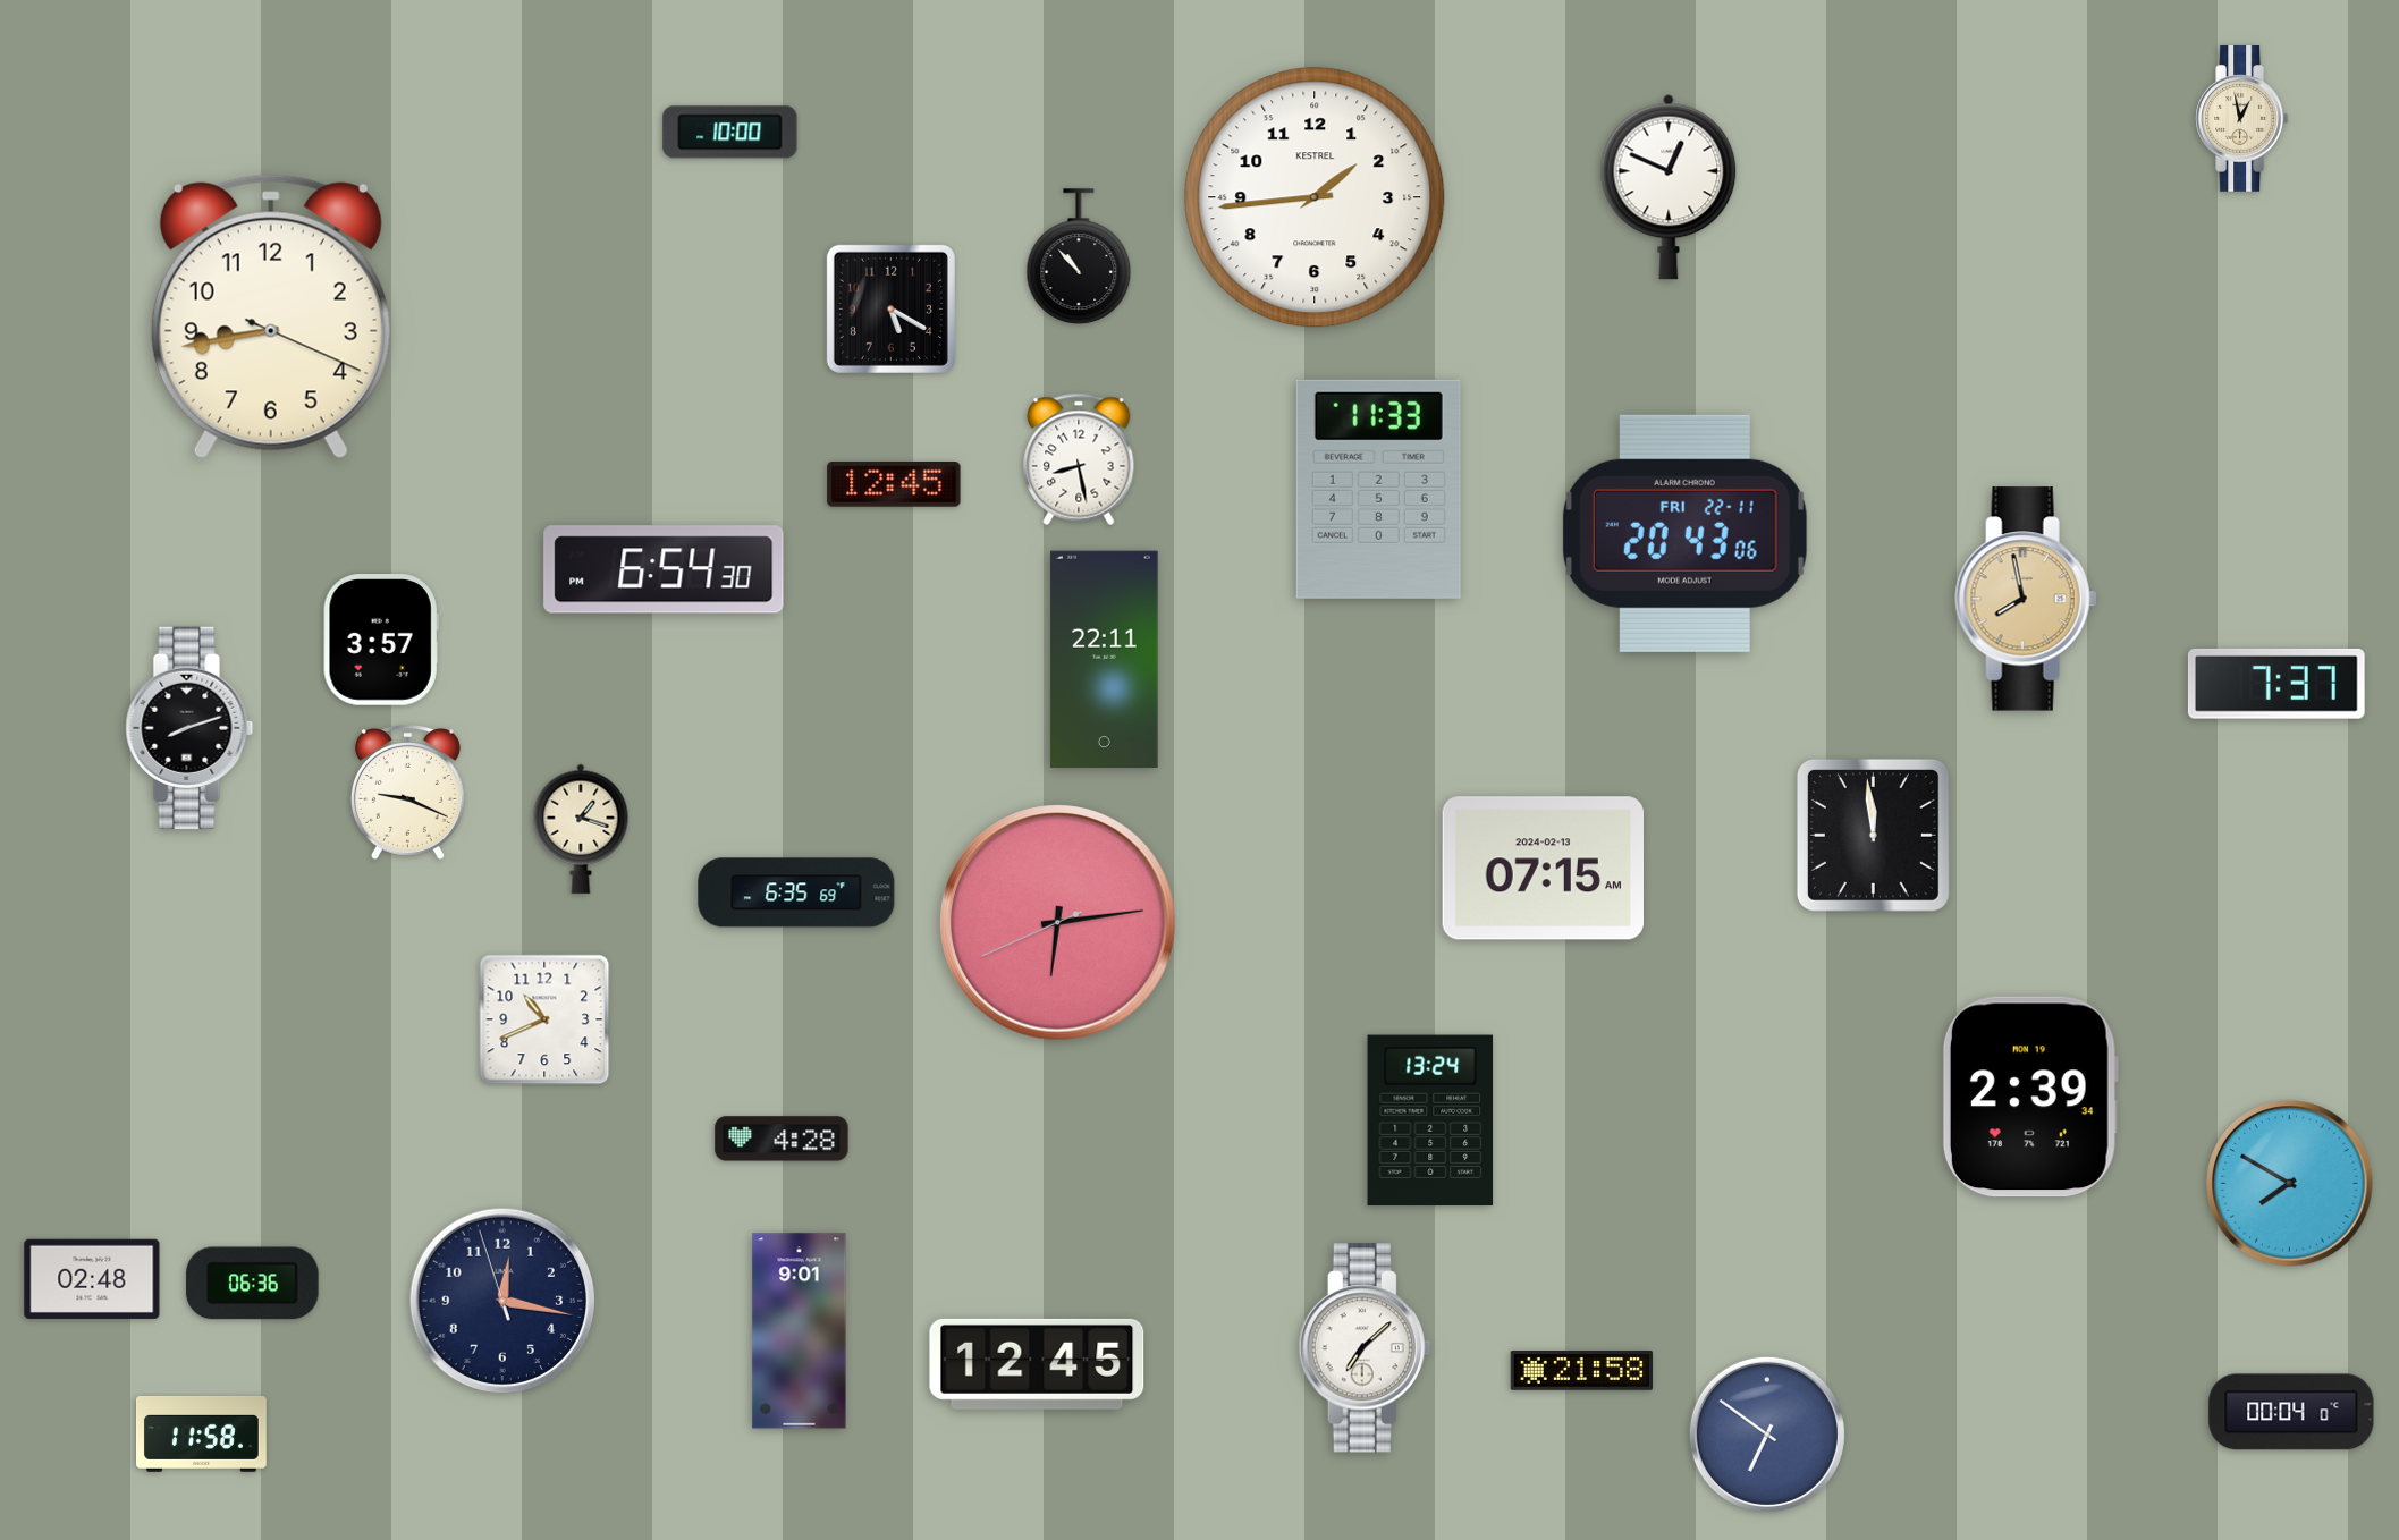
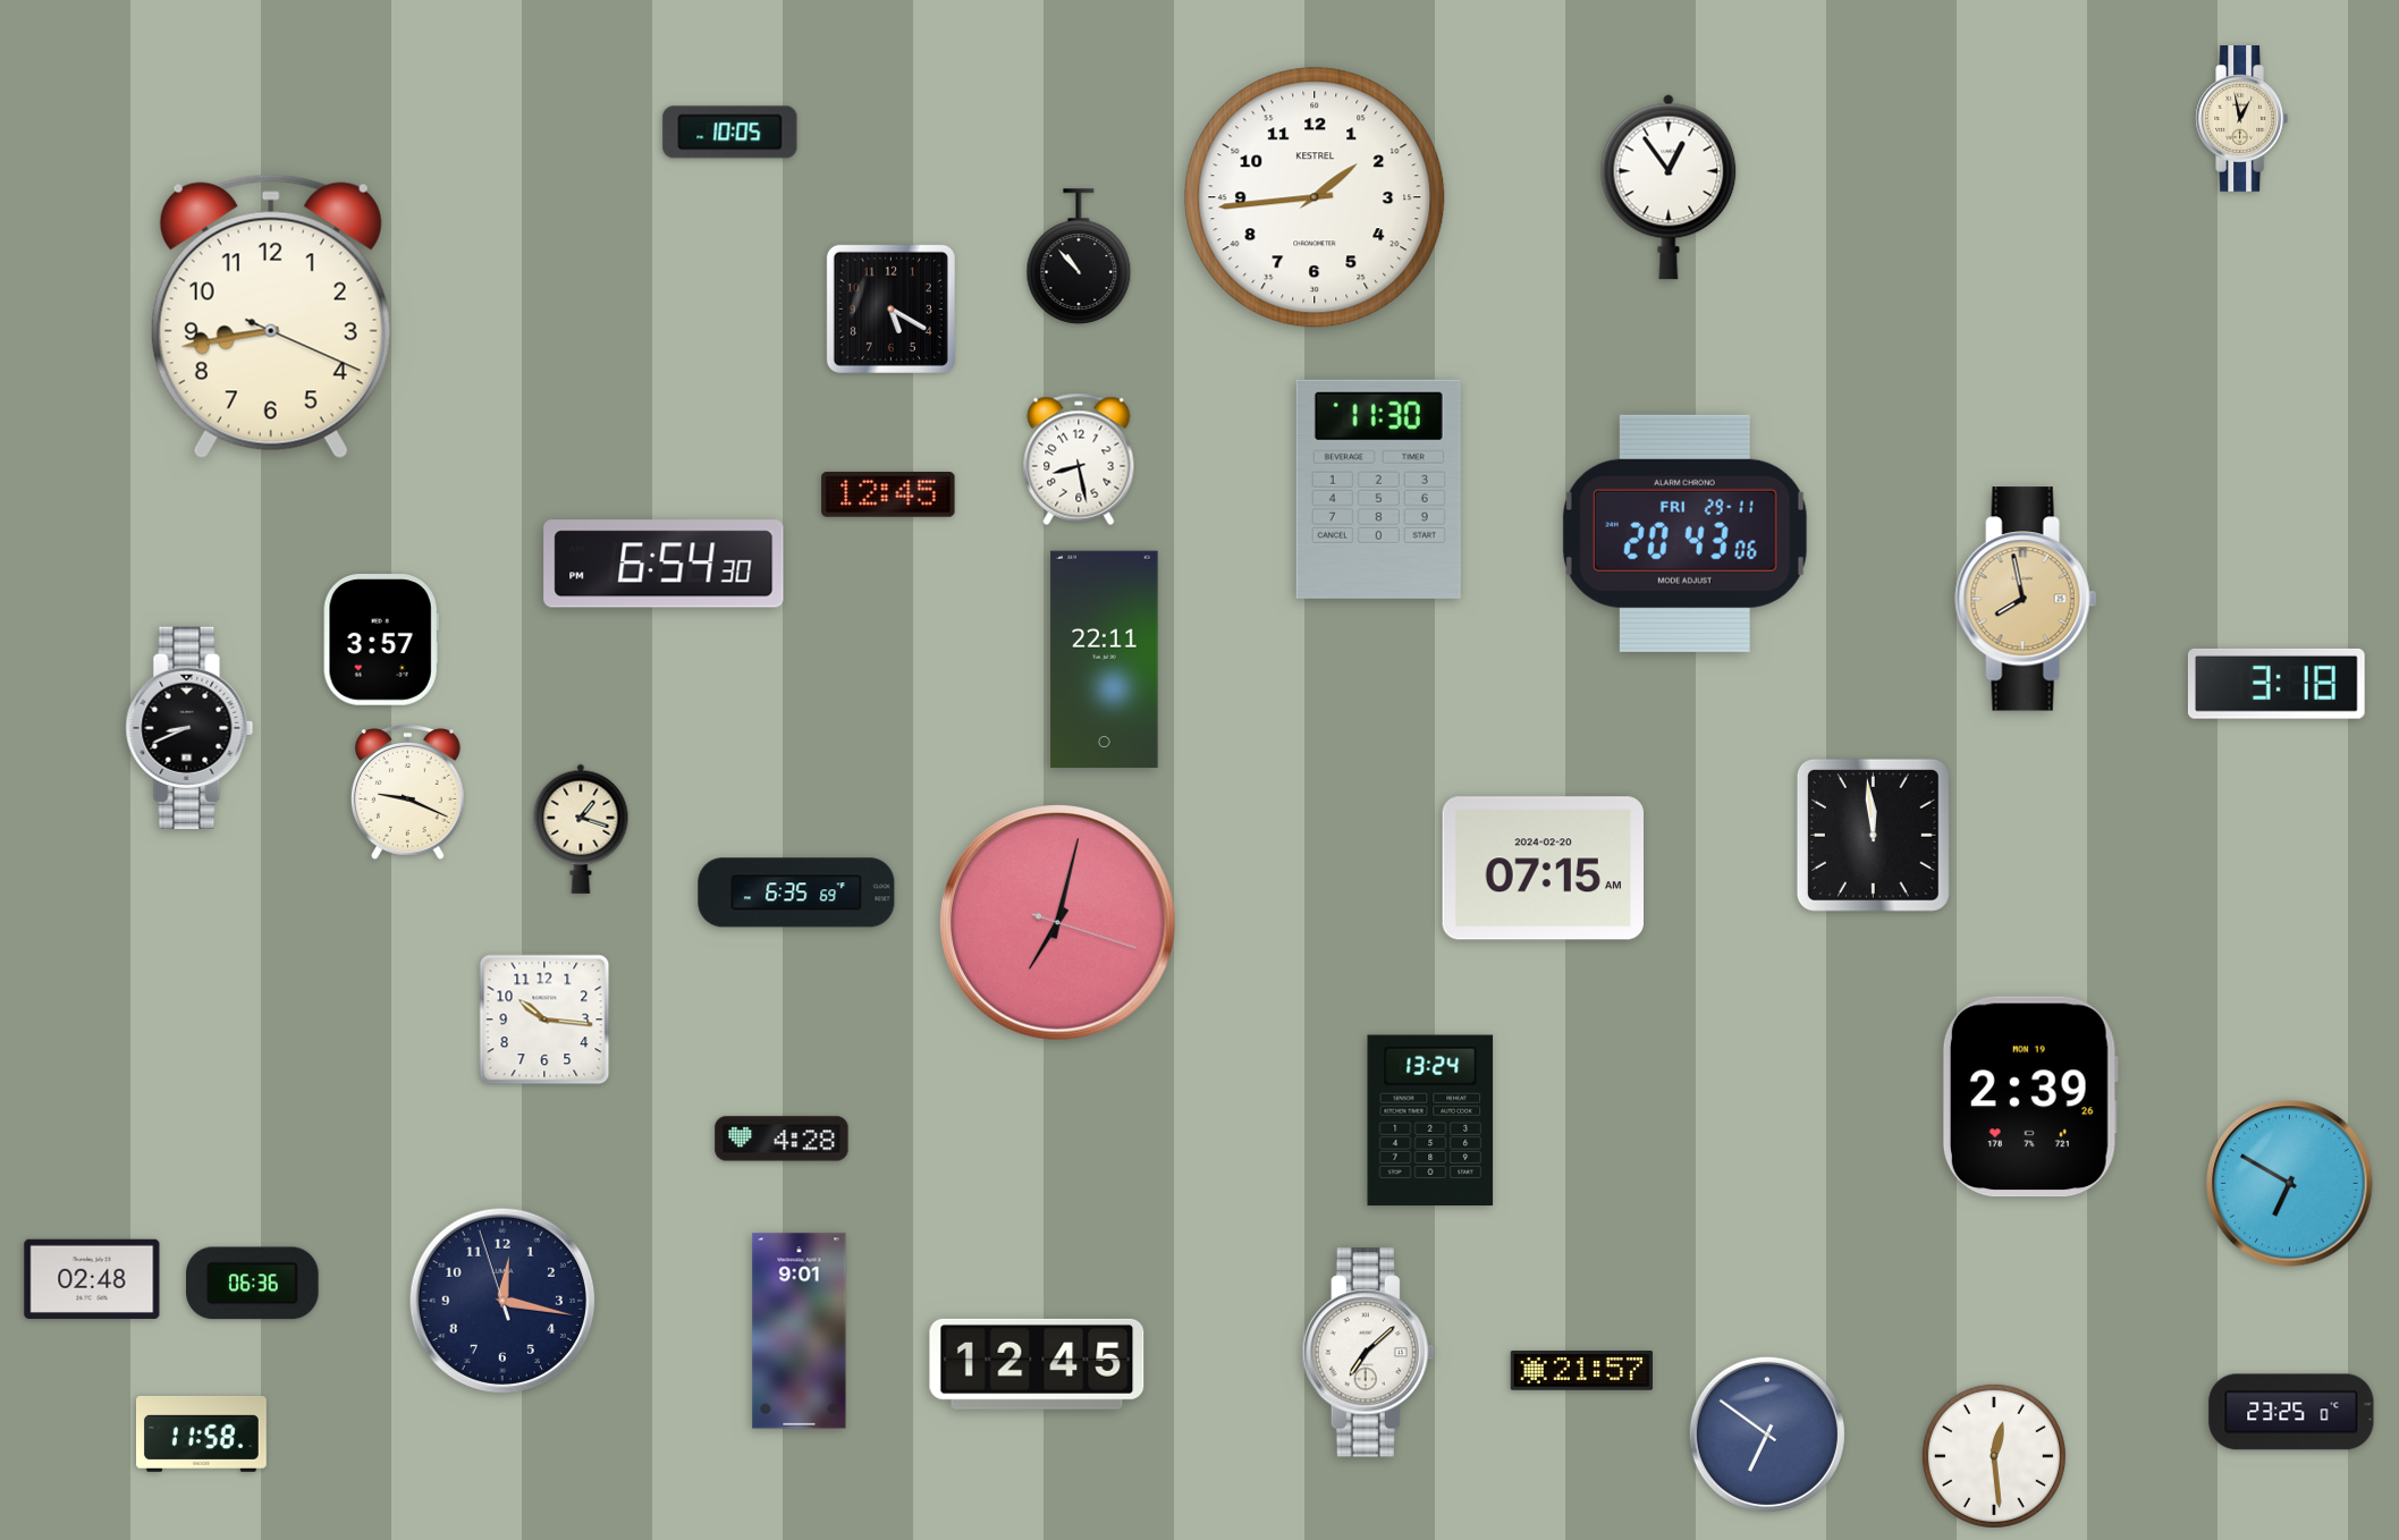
clock at (730, 133): 10:00 -> 10:05
clock at (1669, 187): 12:49 -> 12:54
clock at (894, 485) position: (894, 485) -> (888, 496)
clock at (1378, 489): 11:33 -> 11:30
clock at (1684, 533) date: FRI 22-11 -> FRI 29-11
clock at (664, 569) position: (664, 569) -> (664, 564)
clock at (2276, 684): 7:37 -> 3:18
clock at (189, 728): 8:12 -> 8:41
clock at (1544, 869) date: 2024-02-13 -> 2024-02-20
clock at (1058, 923): 6:13 -> 7:02
clock at (544, 1019): 10:41 -> 10:16
clock at (2030, 1097): 2:39:34 -> 2:39:26
clock at (2290, 1184): 7:50 -> 6:50
clock at (1365, 1348) position: (1365, 1348) -> (1368, 1353)
clock at (1581, 1371): 21:58 -> 21:57
clock at (2291, 1412): 00:04 -> 23:25
clock at (1994, 1456): none -> 12:29
